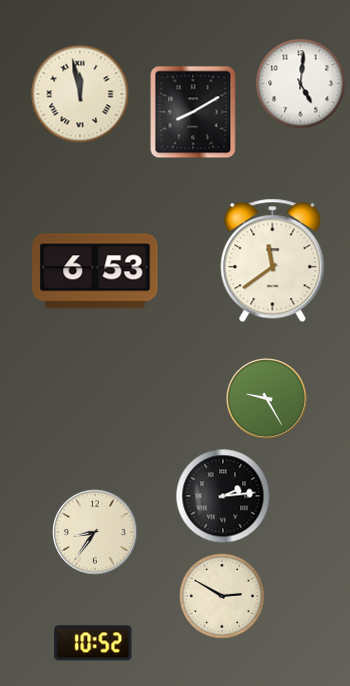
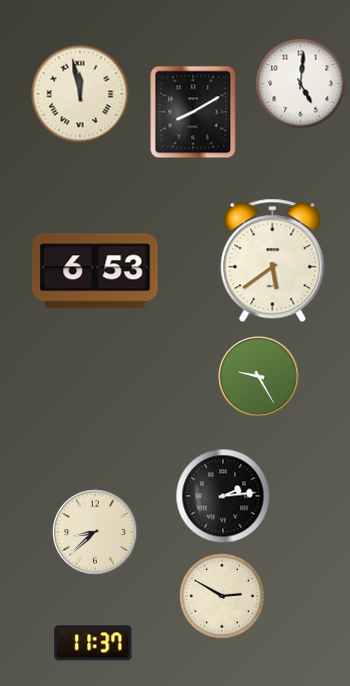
clock at (273, 261): 11:39 -> 5:39
clock at (267, 399) position: (267, 399) -> (259, 377)
clock at (95, 532): 8:36 -> 8:38
clock at (93, 643): 10:52 -> 11:37
